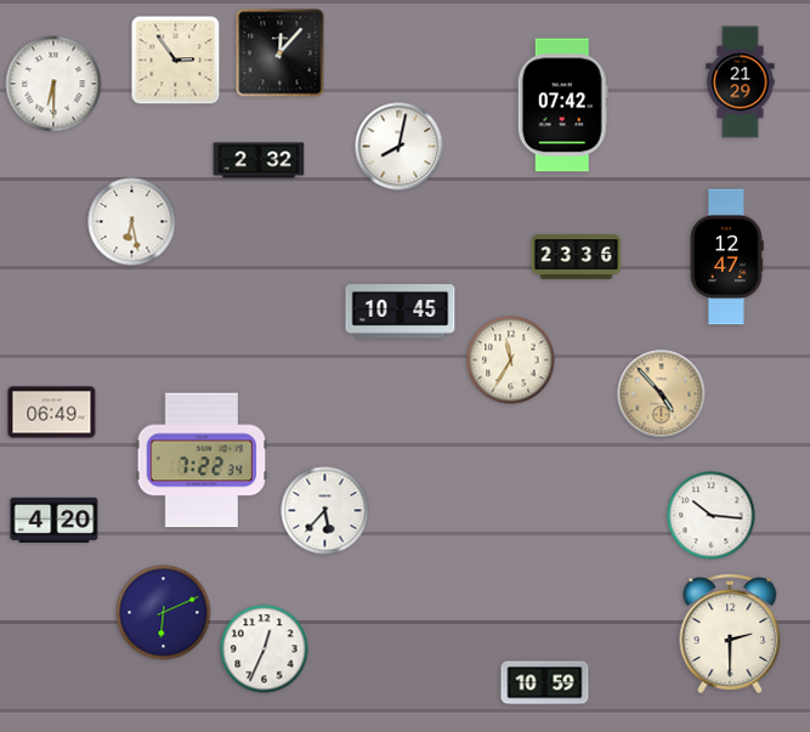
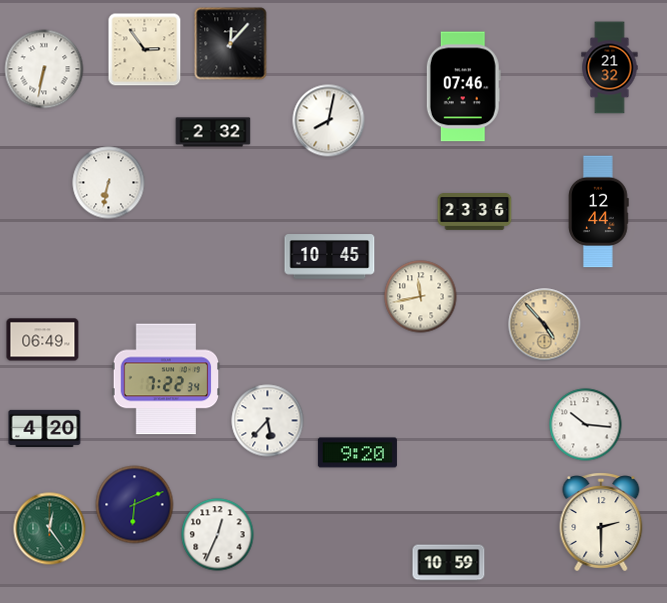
clock at (741, 83): 21:29 -> 21:32
clock at (53, 84): 6:30 -> 6:32
clock at (562, 106): 07:42 -> 07:46
clock at (132, 222): 6:28 -> 6:32
clock at (727, 257): 12:47 -> 12:44
clock at (511, 361): 11:35 -> 11:43
clock at (357, 453): none -> 9:20
clock at (50, 529): none -> 12:24
